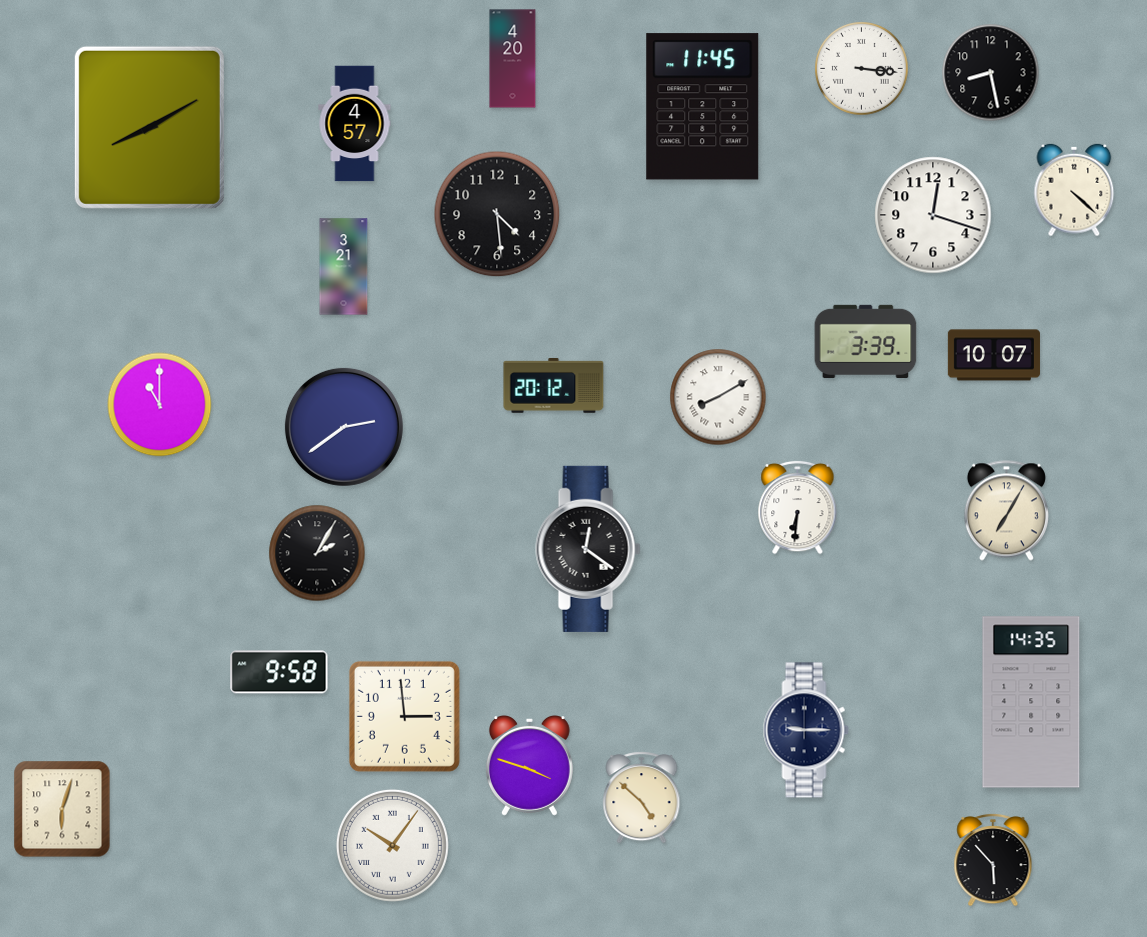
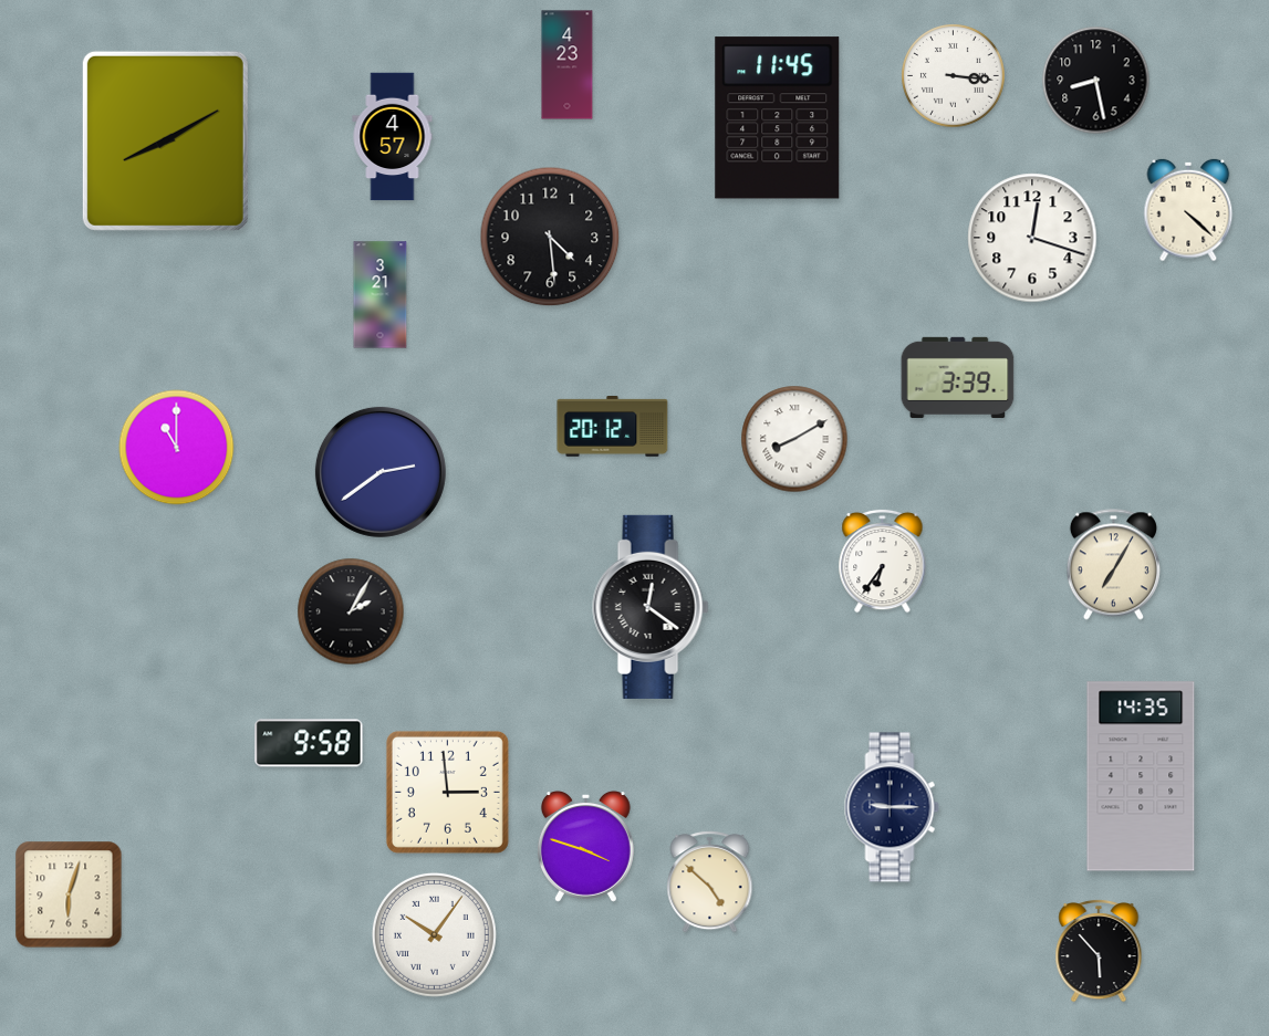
clock at (513, 59): 4:20 -> 4:23
clock at (994, 355): 10:07 -> none
clock at (798, 507): 6:31 -> 6:36
